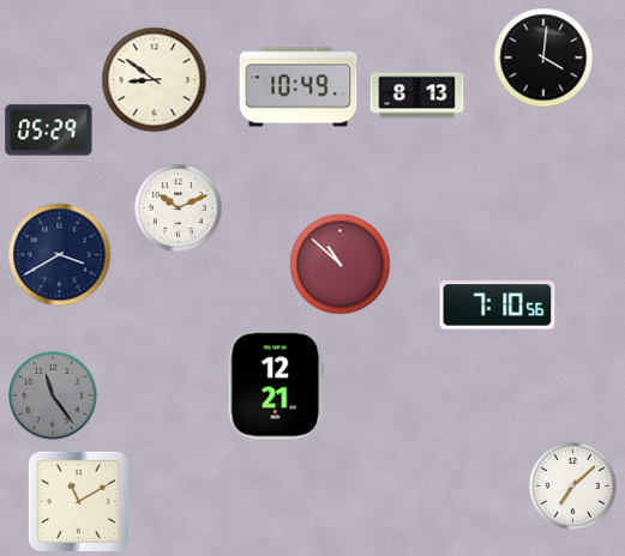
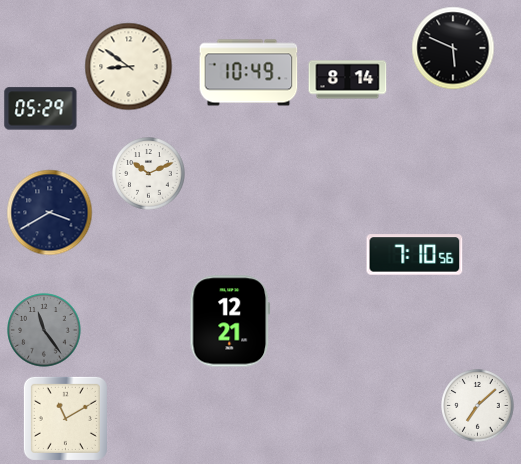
clock at (543, 58): 4:01 -> 5:49
clock at (417, 96): 8:13 -> 8:14
clock at (341, 265): 10:52 -> none
